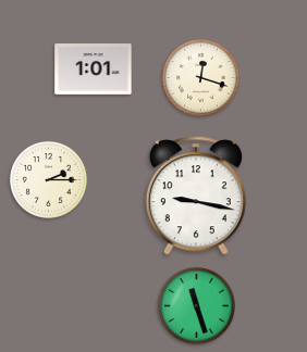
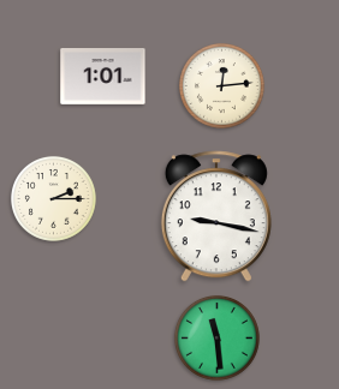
clock at (201, 78): 12:18 -> 12:14
clock at (197, 306): 11:27 -> 11:29
